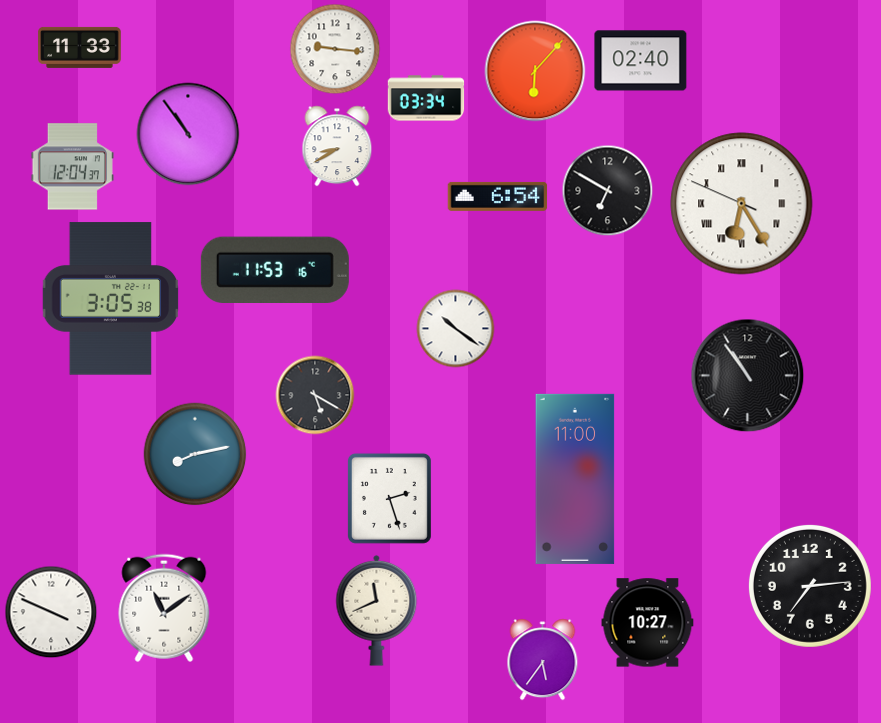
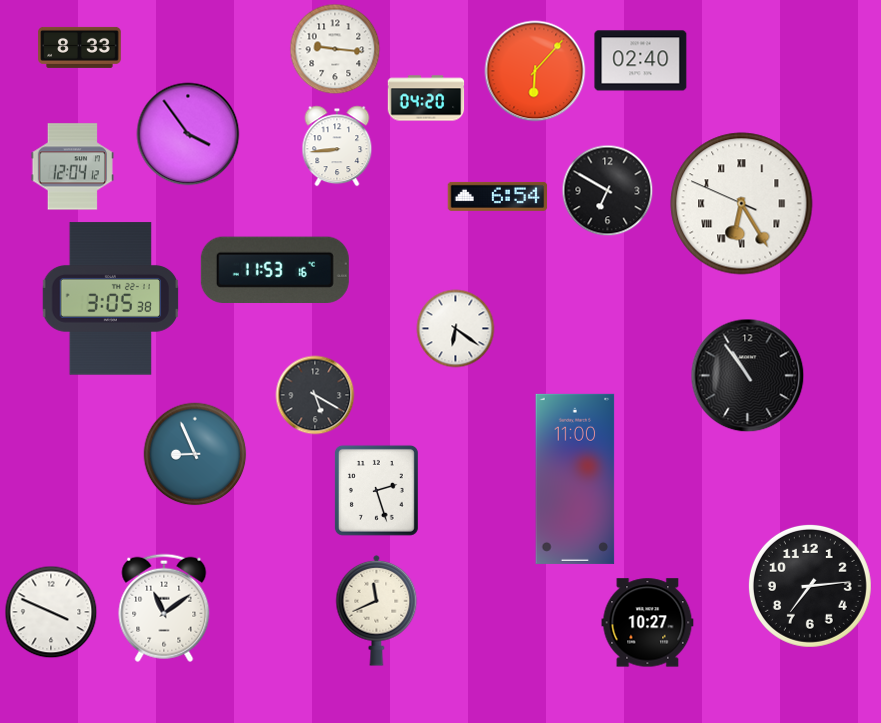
clock at (80, 47): 11:33 -> 8:33
clock at (426, 98): 03:34 -> 04:20
clock at (188, 134): 10:54 -> 3:54
clock at (337, 146): 8:40 -> 8:44
clock at (72, 167): 12:04:37 -> 12:04:12
clock at (456, 329): 10:21 -> 6:21
clock at (195, 454): 8:13 -> 8:56
clock at (389, 498) position: (389, 498) -> (376, 490)
clock at (543, 660): 5:36 -> none
